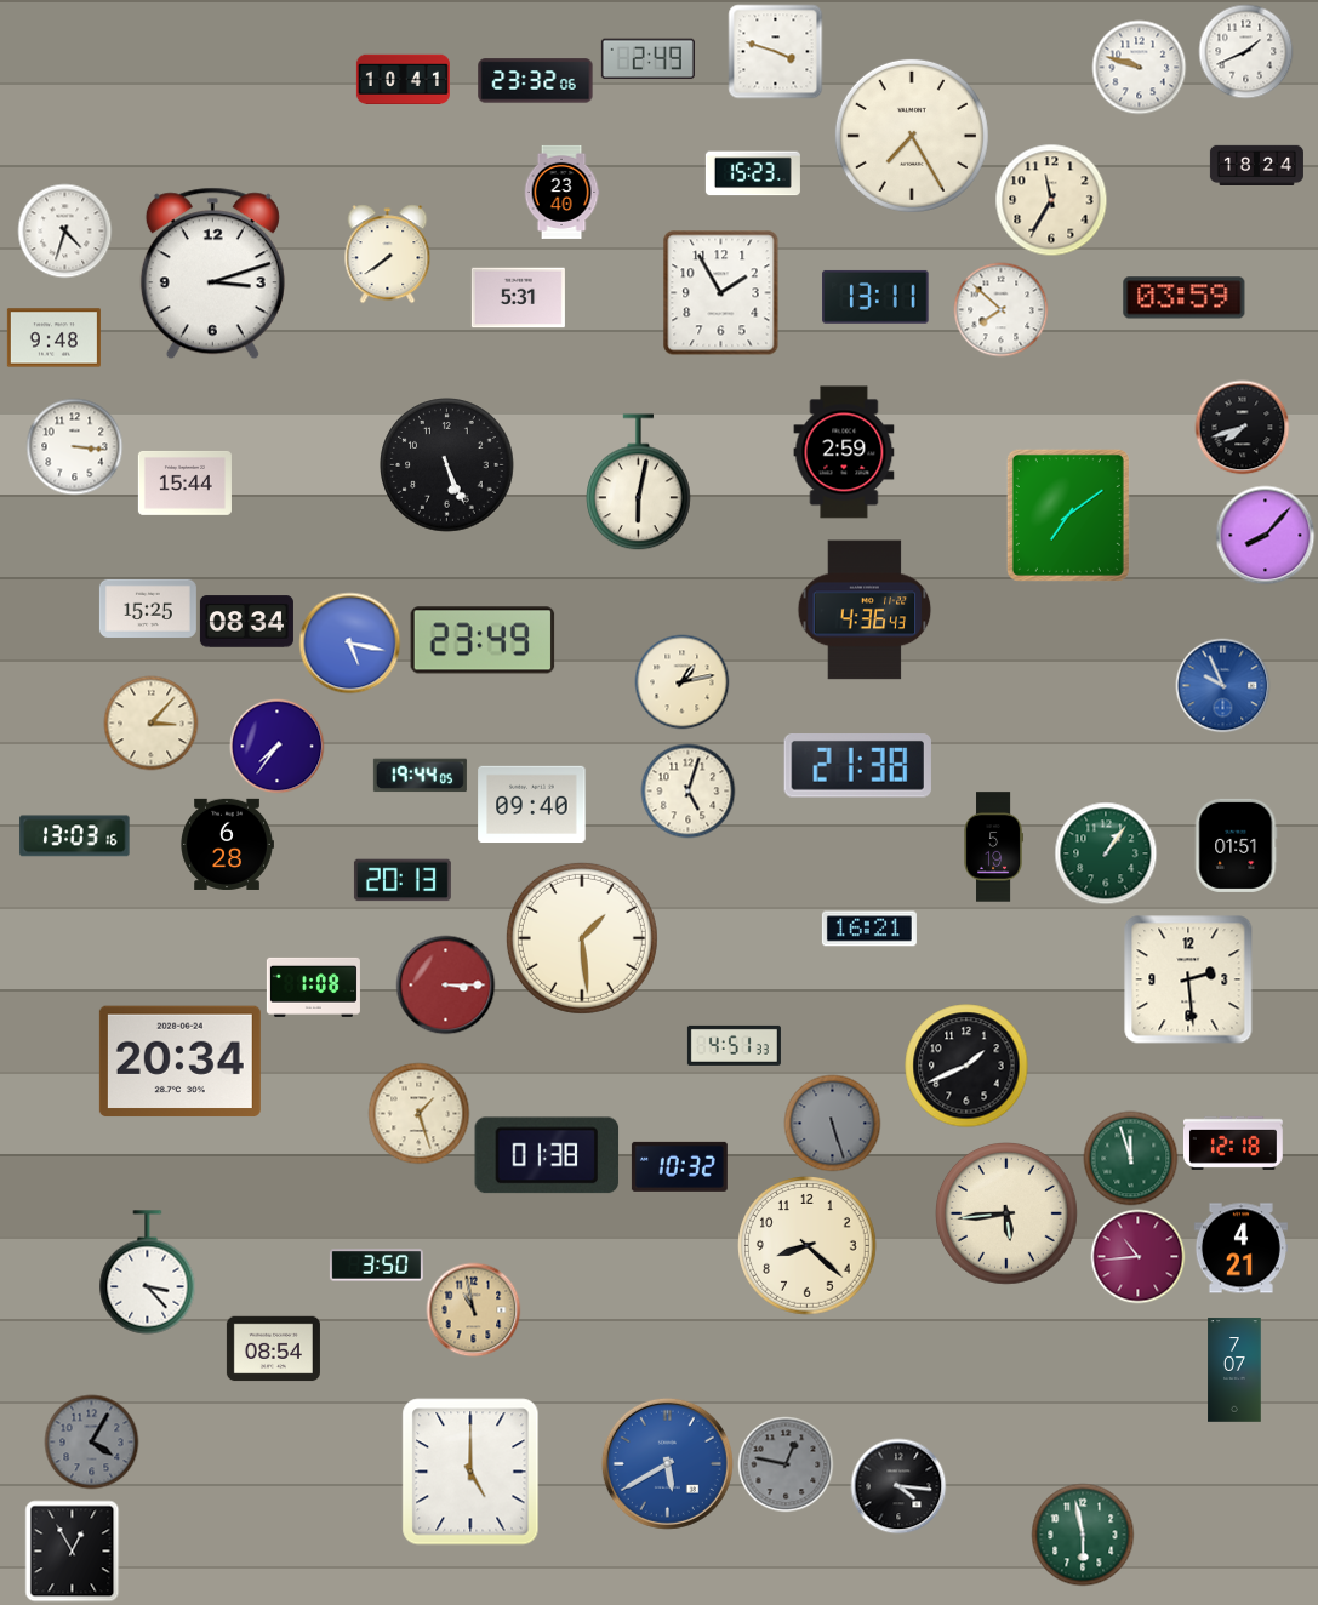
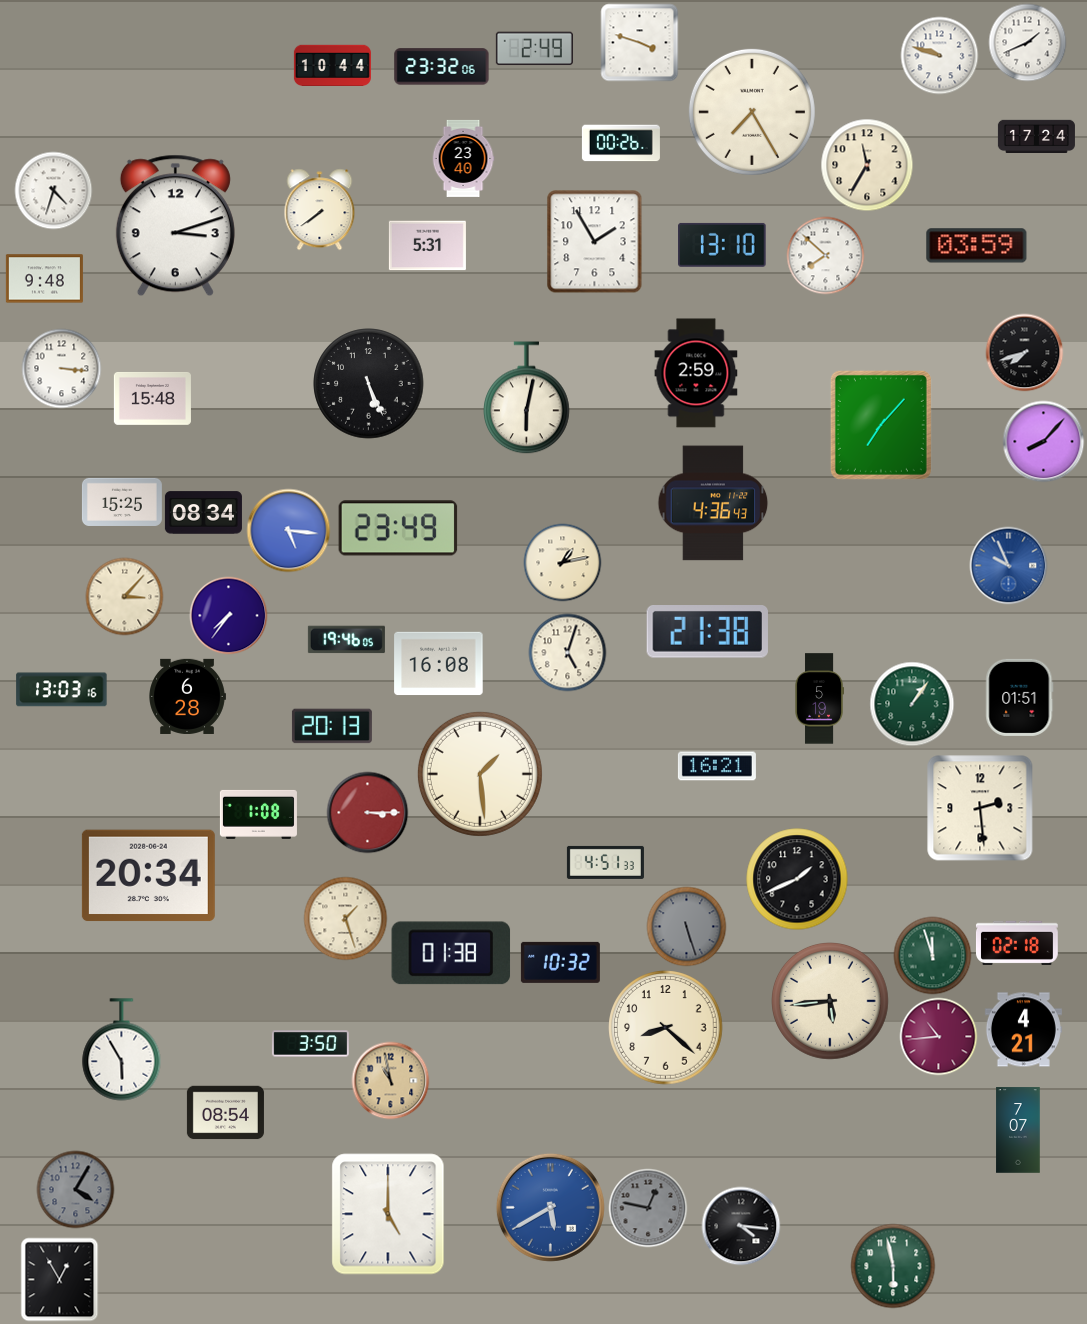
clock at (403, 79): 10:41 -> 10:44
clock at (1256, 165): 18:24 -> 17:24
clock at (753, 173): 15:23 -> 00:26
clock at (875, 297): 13:11 -> 13:10
clock at (184, 482): 15:44 -> 15:48
clock at (1068, 515): 7:09 -> 7:07
clock at (349, 642): 5:17 -> 5:16
clock at (420, 776): 19:44 -> 19:46
clock at (532, 805): 09:40 -> 16:08
clock at (1233, 1143): 12:18 -> 02:18
clock at (148, 1273): 3:23 -> 5:55
